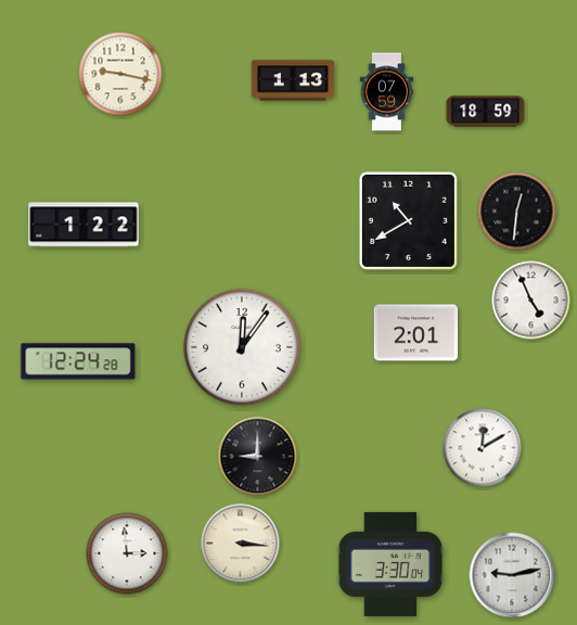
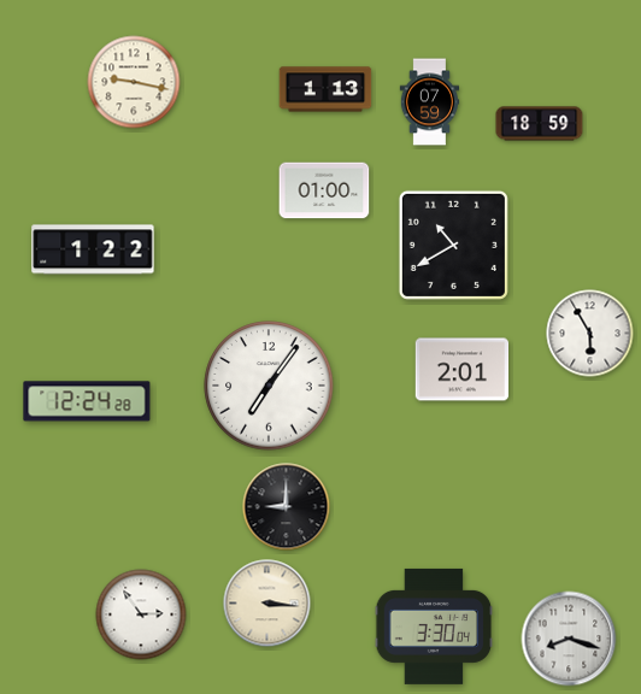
clock at (324, 190): none -> 01:00
clock at (517, 212): 12:31 -> none
clock at (531, 301): 4:56 -> 5:55
clock at (242, 347): 12:06 -> 7:06
clock at (483, 448): 12:10 -> none
clock at (127, 553): 2:59 -> 2:54
clock at (512, 575): 9:13 -> 8:18
